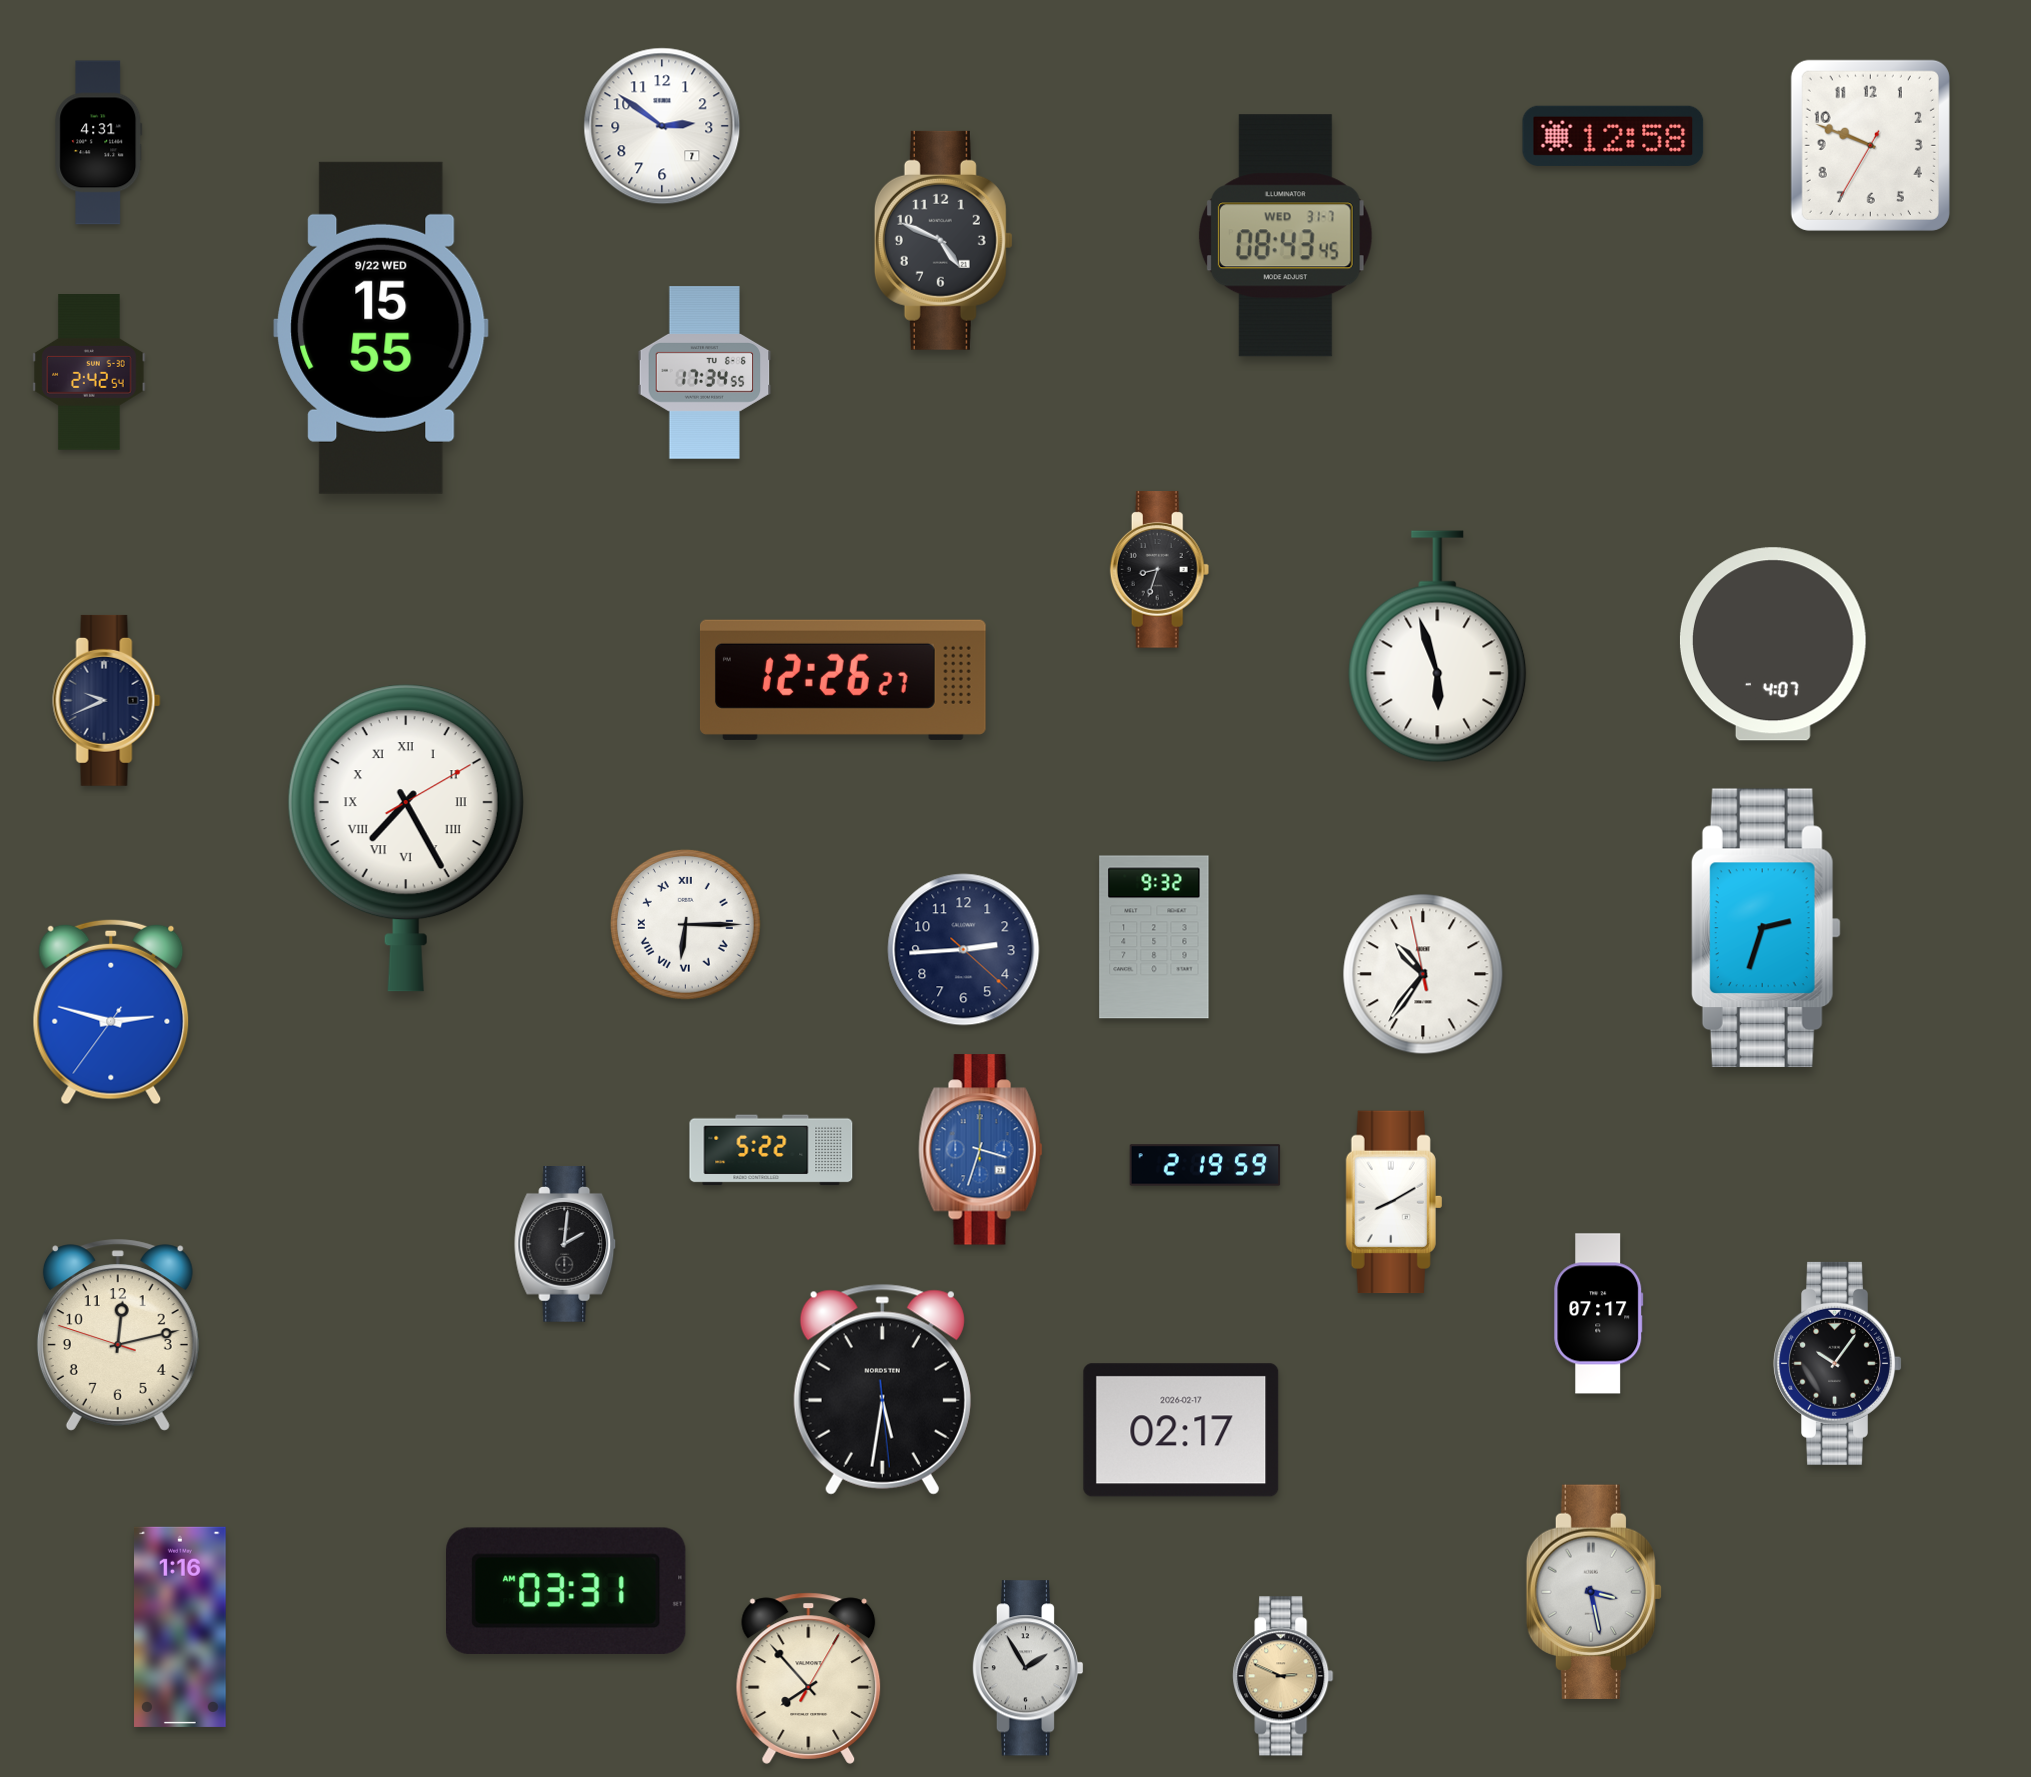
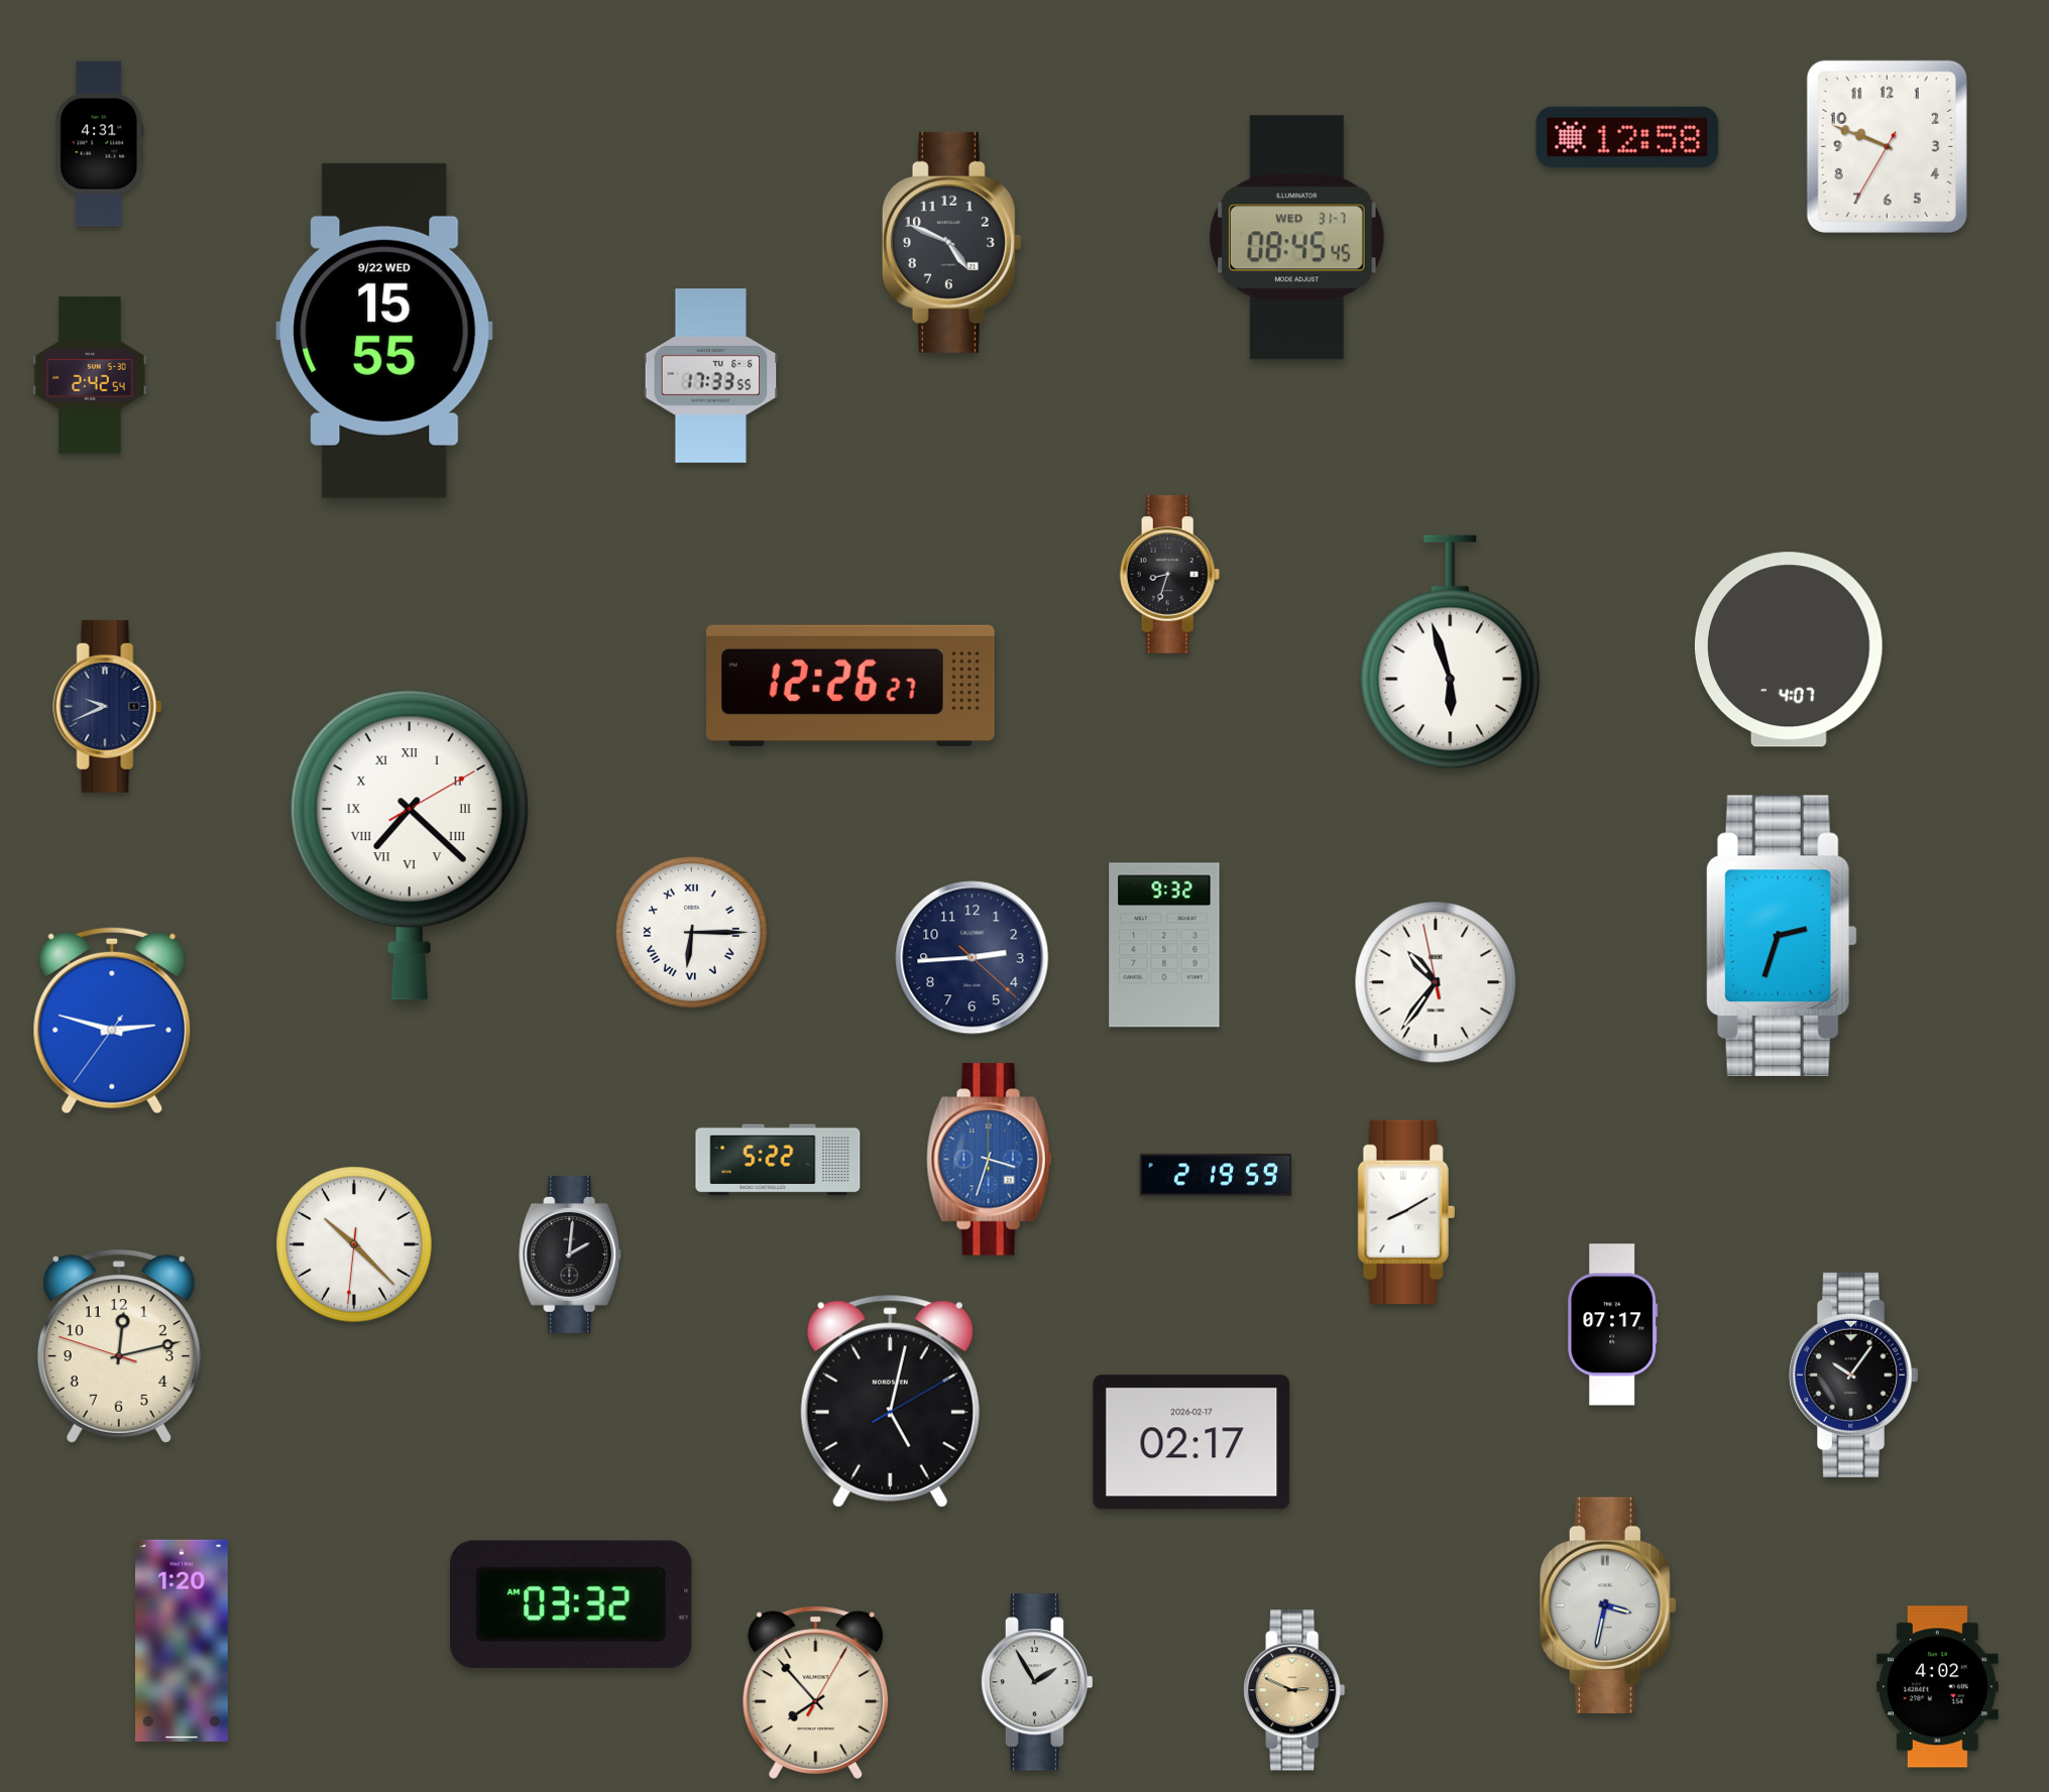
clock at (662, 126): 2:51 -> none
clock at (1285, 236): 08:43 -> 08:45
clock at (705, 373): 17:34 -> 17:33
clock at (406, 838): 7:25 -> 7:22
clock at (354, 1244): none -> 10:22
clock at (882, 1389): 5:31 -> 5:02
clock at (566, 1591): 03:31 -> 03:32
clock at (1593, 1592): 3:28 -> 3:32
clock at (181, 1627): 1:16 -> 1:20
clock at (1937, 1687): none -> 4:02
